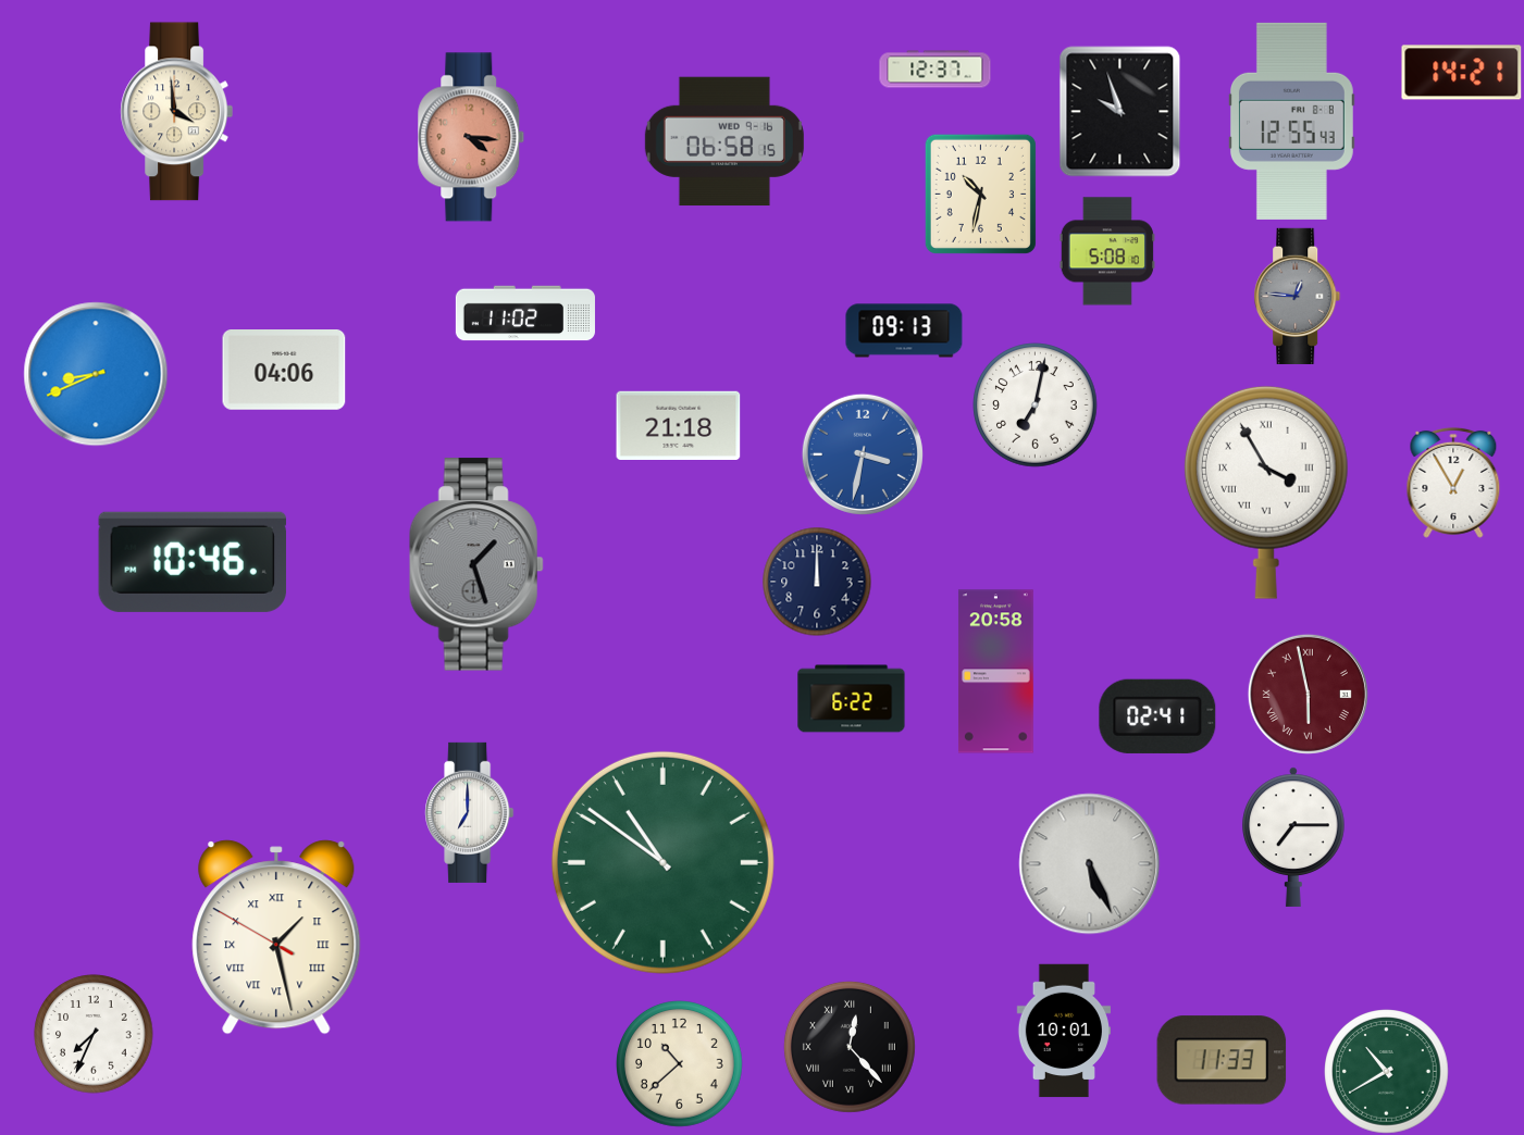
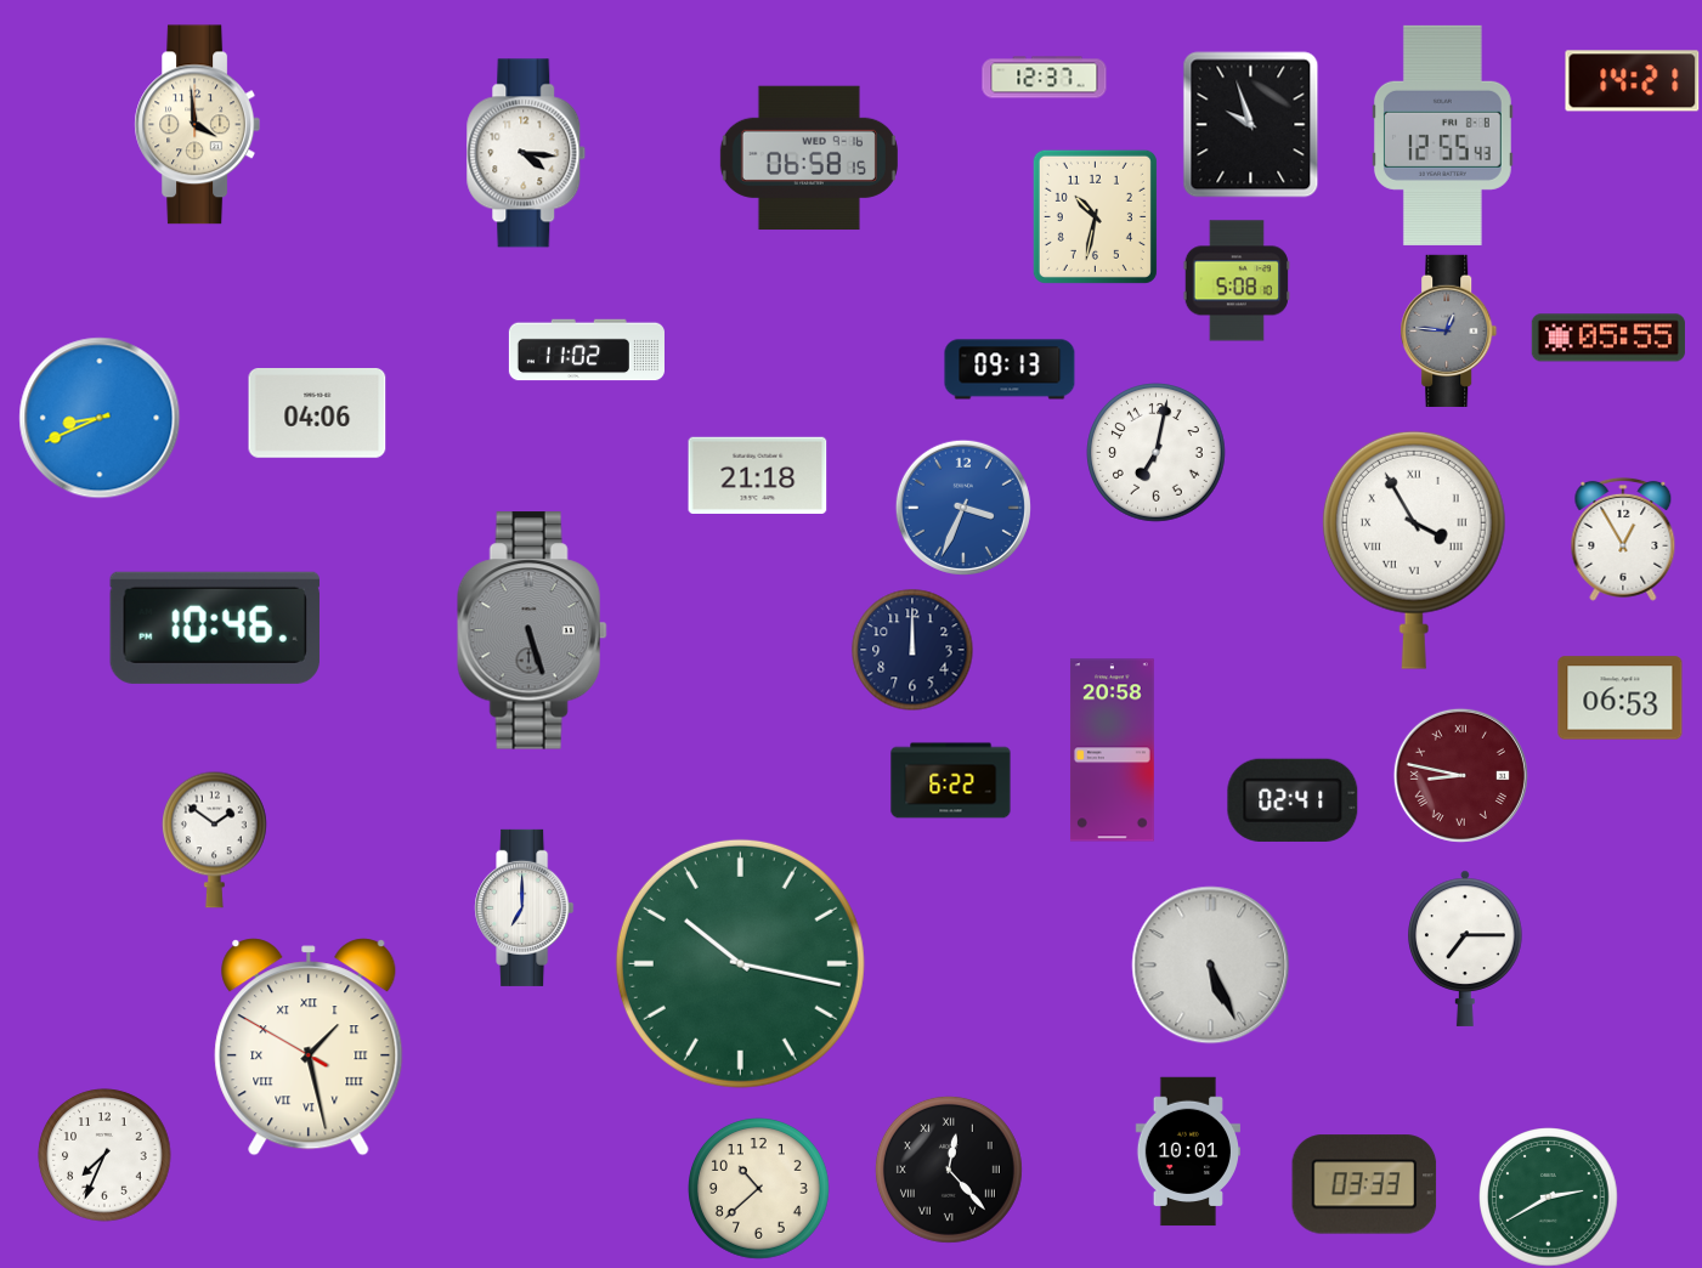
clock at (471, 137) dial: salmon -> white
clock at (1608, 338): none -> 05:55
clock at (96, 374) position: (96, 374) -> (100, 418)
clock at (863, 454): 3:32 -> 3:34
clock at (476, 564): 1:27 -> 5:27
clock at (1621, 698): none -> 06:53
clock at (1308, 694): 5:58 -> 8:47
clock at (215, 839): none -> 1:51
clock at (1293, 837) position: (1293, 837) -> (1465, 949)
clock at (662, 862): 10:51 -> 10:17
clock at (1090, 864) position: (1090, 864) -> (1211, 966)
clock at (1222, 1060): 11:33 -> 03:33
clock at (1387, 1072): 10:40 -> 2:40
